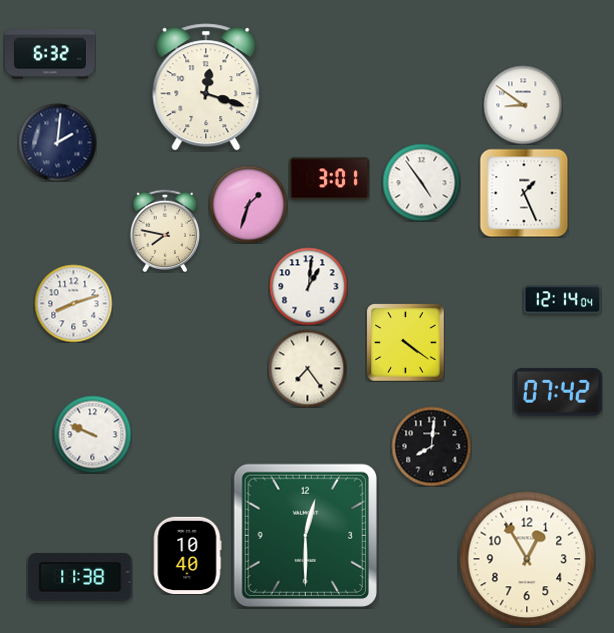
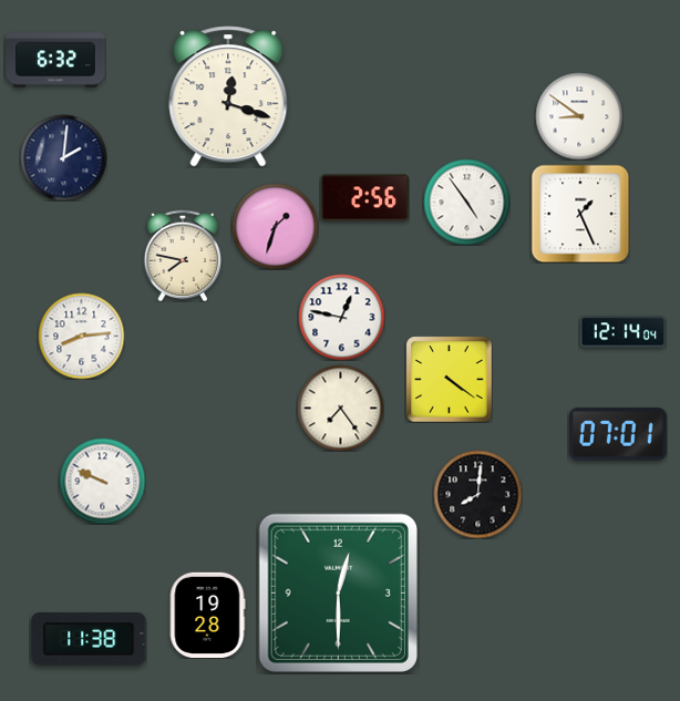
clock at (329, 179): 3:01 -> 2:56
clock at (308, 286): 1:01 -> 12:47
clock at (73, 303): 8:12 -> 8:14
clock at (558, 392): 07:42 -> 07:01
clock at (187, 555): 10:40 -> 19:28
clock at (527, 559): 12:55 -> none
